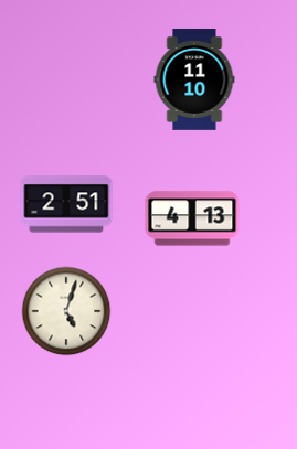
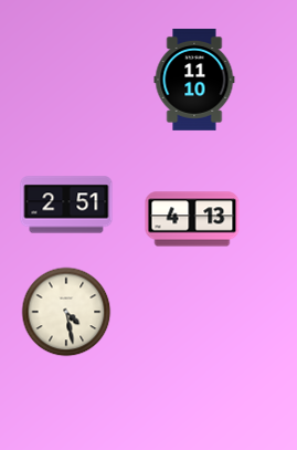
clock at (66, 311): 5:03 -> 4:28
